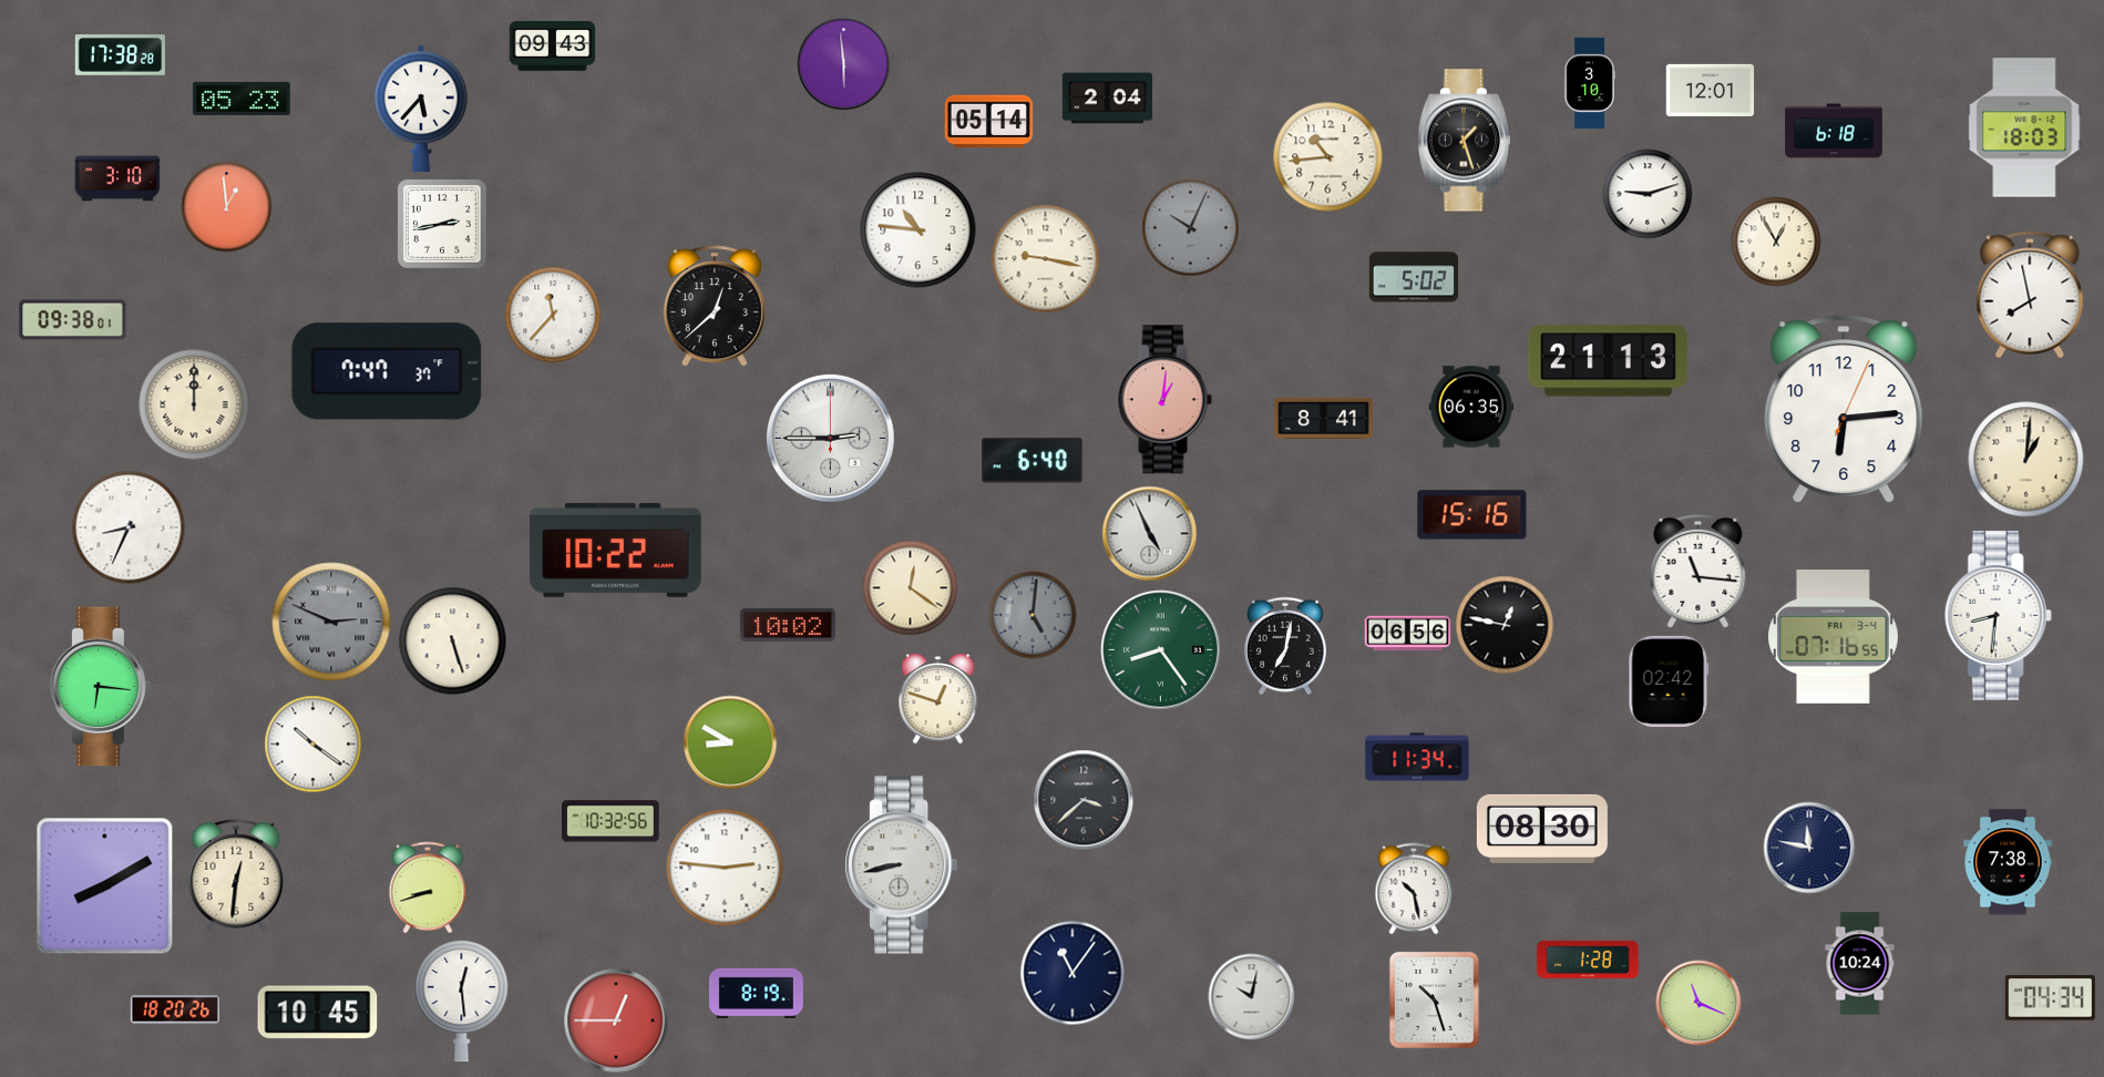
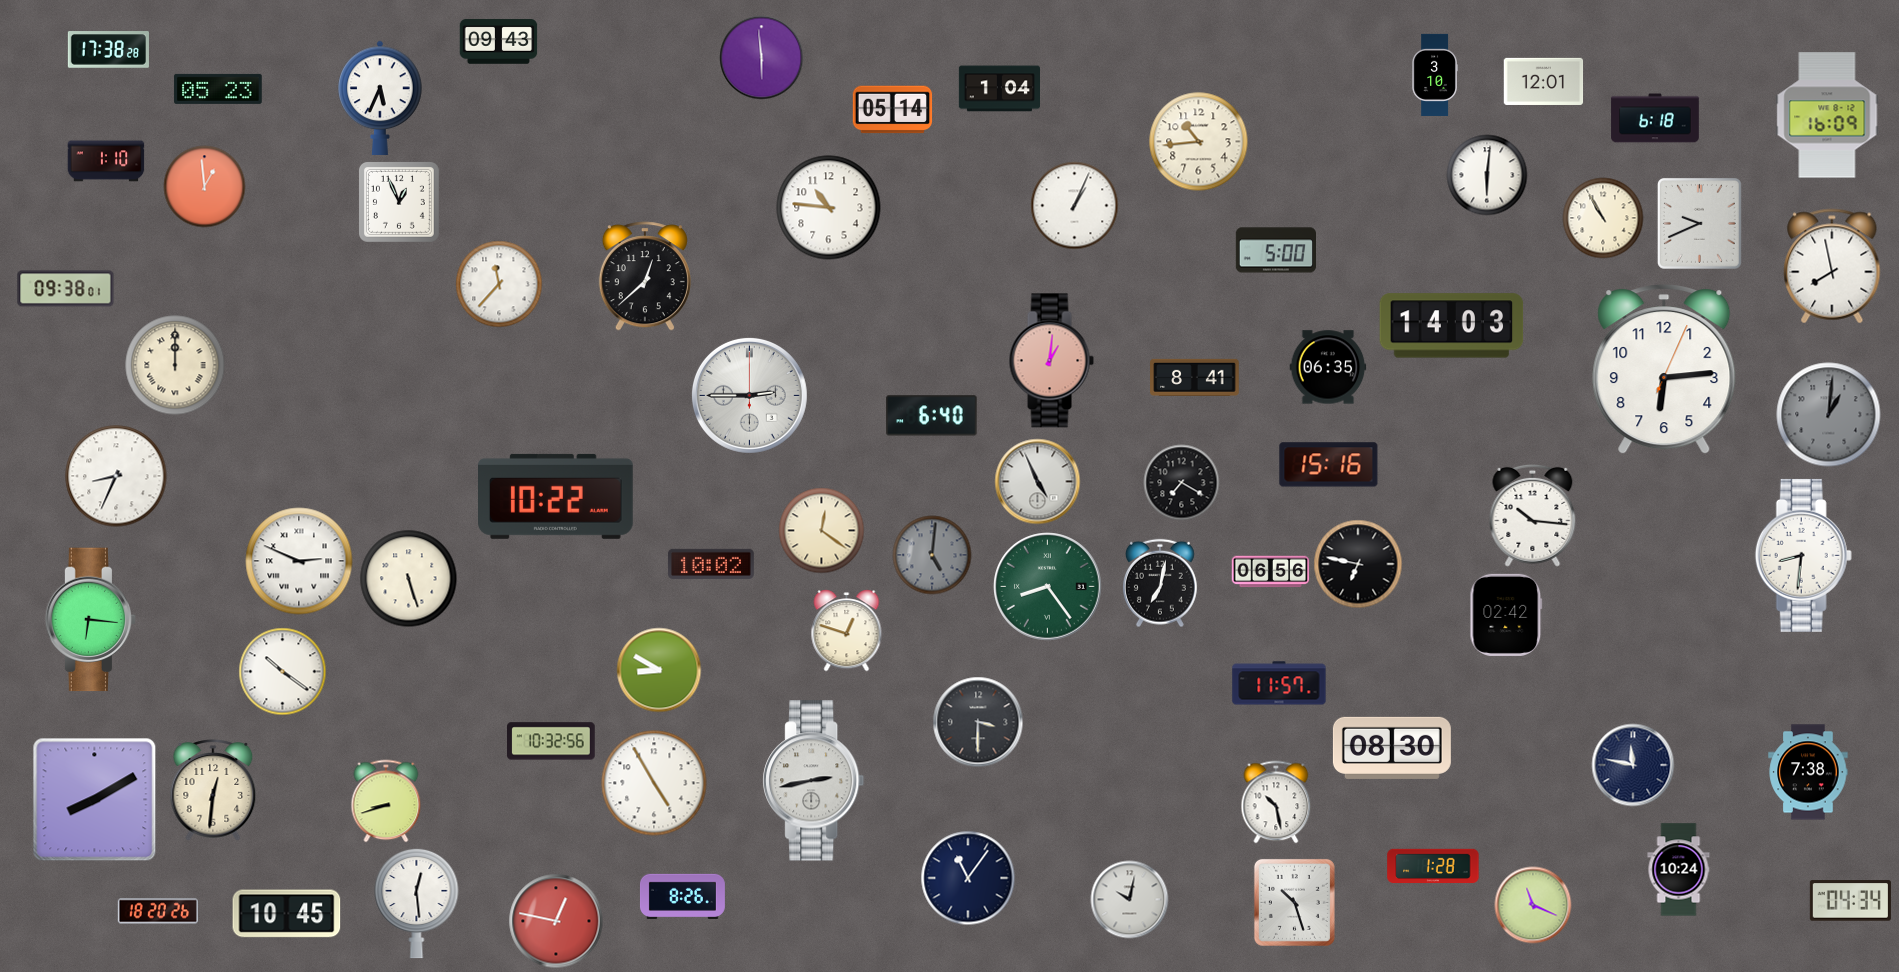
clock at (1107, 99): 2:04 -> 1:04
clock at (421, 109): 5:37 -> 5:34
clock at (2024, 127): 18:03 -> 16:09
clock at (1464, 141): 1:27 -> none
clock at (117, 178): 3:10 -> 1:10
clock at (1648, 194): 9:12 -> 6:01
clock at (442, 224): 2:43 -> 12:56
clock at (1191, 228): 10:04 -> 1:04
clock at (1191, 228) dial: grey -> white
clock at (1776, 242): 12:55 -> 10:55
clock at (1699, 223): none -> 9:41
clock at (1046, 259): 9:17 -> none
clock at (1413, 277): 5:02 -> 5:00
clock at (1609, 361): 21:13 -> 14:03
clock at (387, 371): 7:47 -> none
clock at (2026, 460) dial: cream -> grey
clock at (1182, 483): none -> 7:20
clock at (1698, 571): 11:16 -> 10:16
clock at (331, 622) dial: grey -> white
clock at (1505, 625): 12:47 -> 6:47
clock at (1834, 637): 07:16 -> none
clock at (1417, 757): 11:34 -> 11:57
clock at (1084, 800): 3:38 -> 3:30
clock at (2008, 862) position: (2008, 862) -> (1808, 772)
clock at (902, 865): 8:43 -> 2:43
clock at (725, 868): 2:46 -> 4:55
clock at (756, 993): 8:19 -> 8:26
clock at (616, 1020): 12:45 -> 12:47
